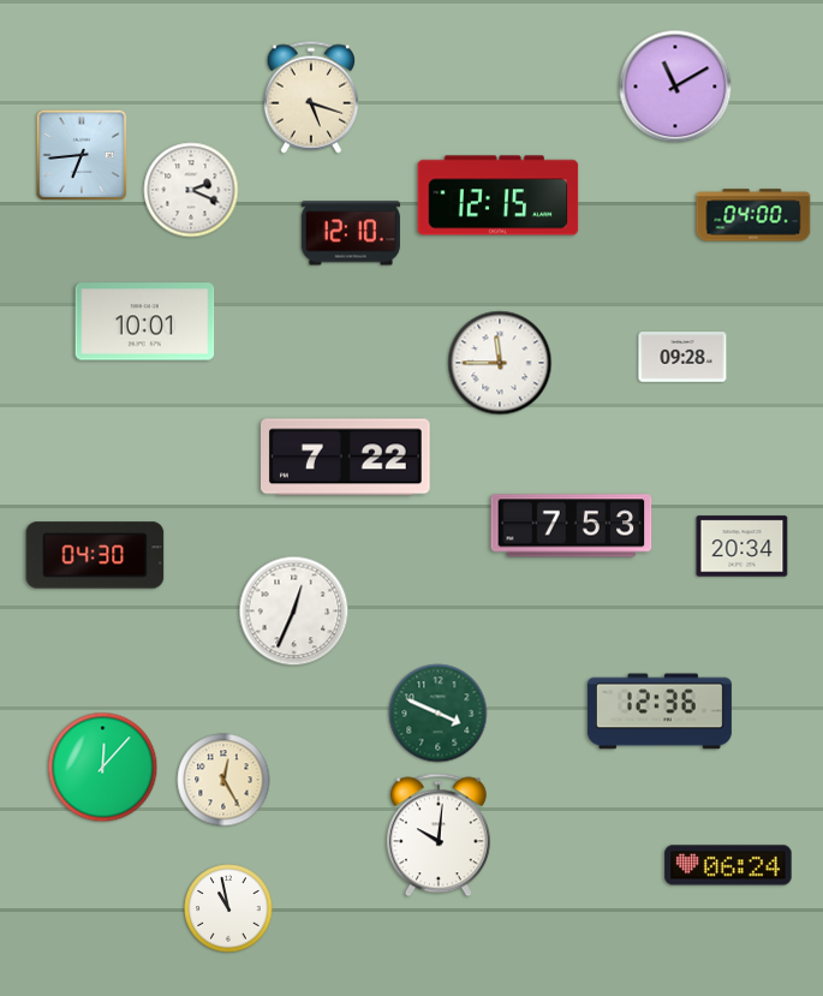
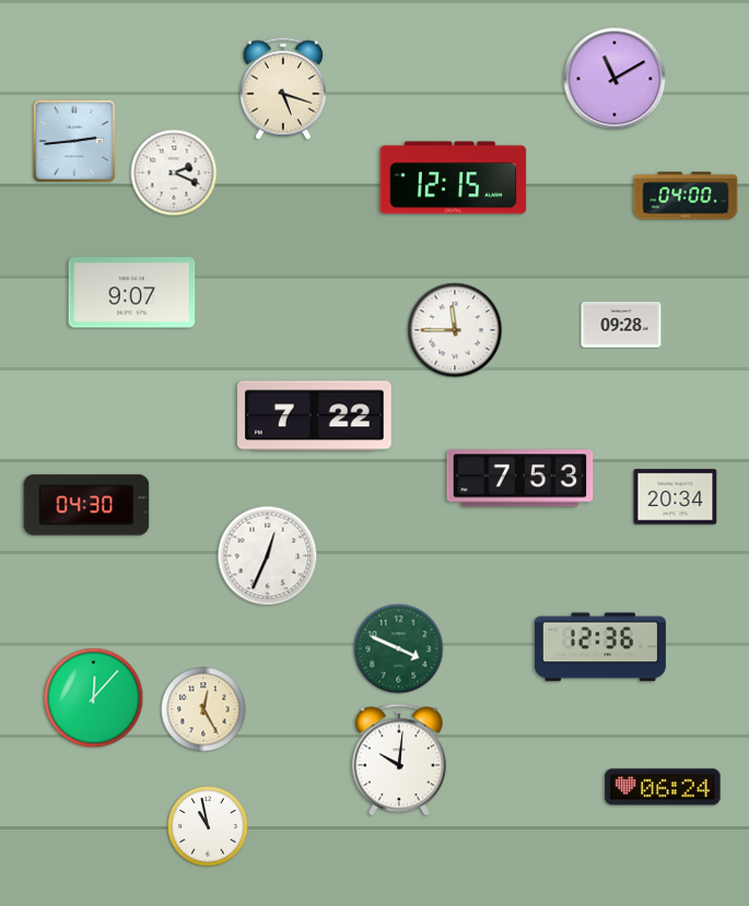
clock at (82, 155): 6:44 -> 2:44
clock at (351, 233): 12:10 -> none
clock at (145, 322): 10:01 -> 9:07
